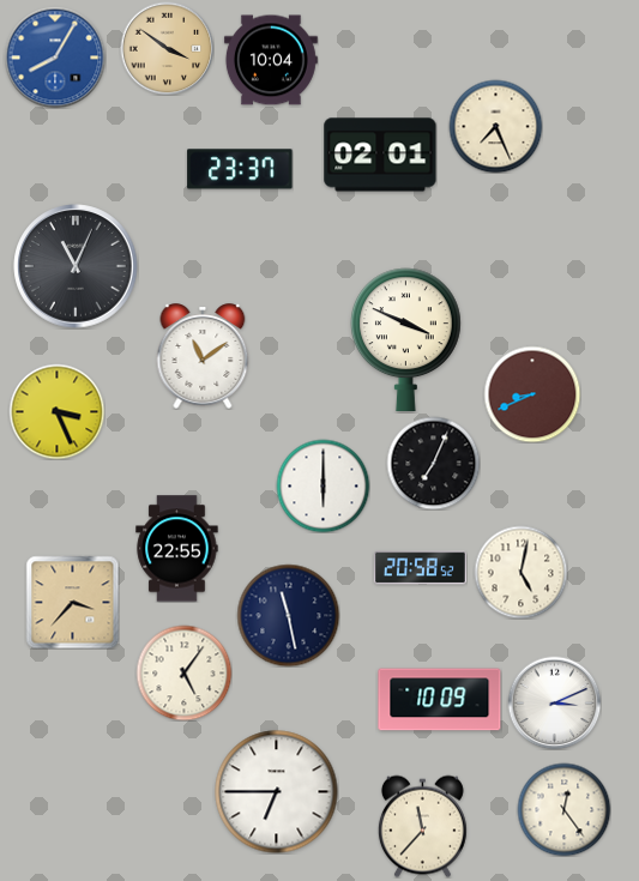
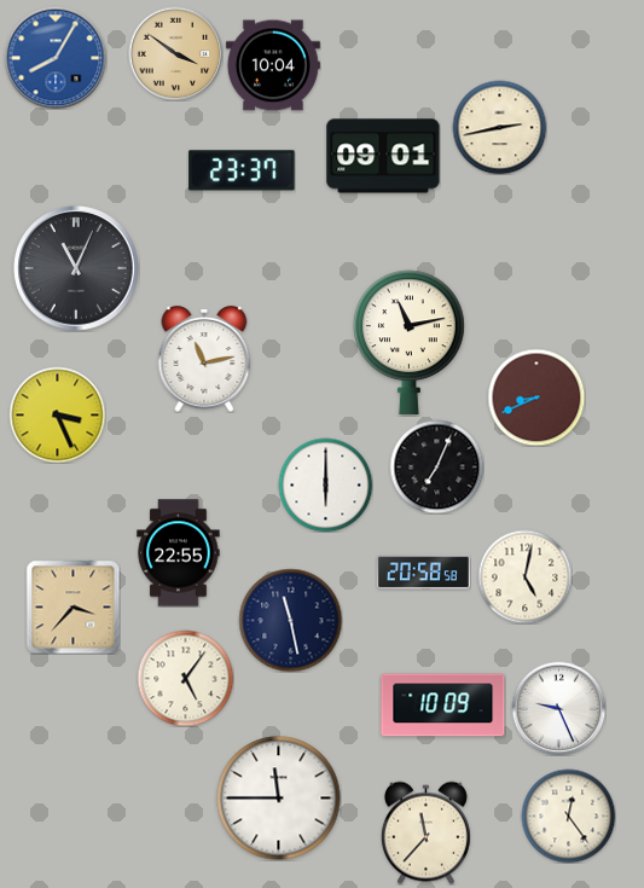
clock at (167, 48) position: (167, 48) -> (175, 53)
clock at (271, 60) position: (271, 60) -> (273, 65)
clock at (495, 126): 7:26 -> 2:43
clock at (380, 155): 02:01 -> 09:01
clock at (406, 339): 3:49 -> 11:13
clock at (203, 356): 11:09 -> 11:13
clock at (322, 485) position: (322, 485) -> (325, 484)
clock at (420, 568): 20:58:52 -> 20:58:58
clock at (554, 702): 3:11 -> 9:26
clock at (277, 792): 6:45 -> 11:45
